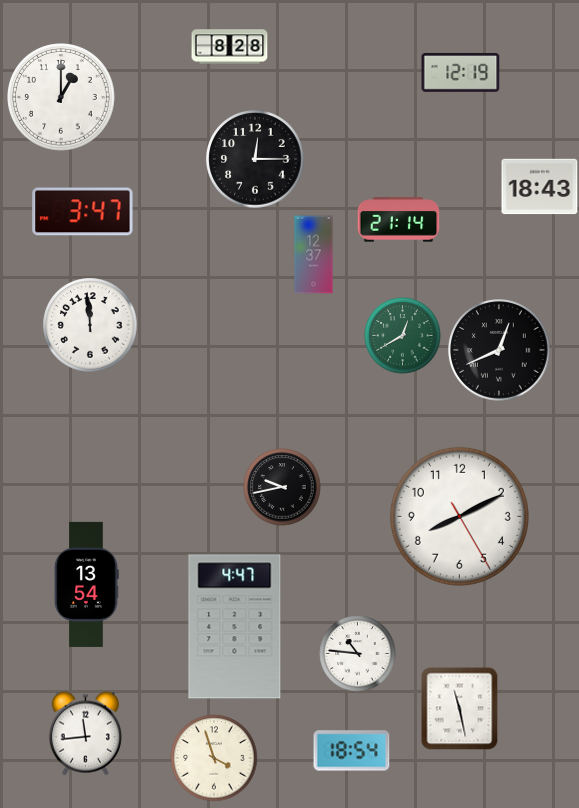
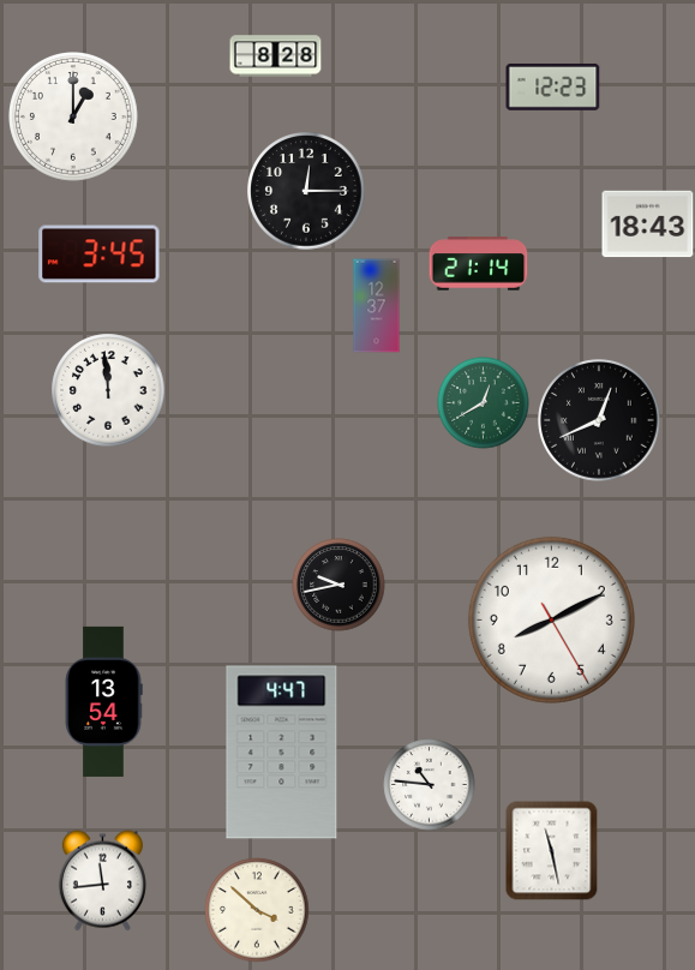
clock at (461, 72): 12:19 -> 12:23
clock at (83, 212): 3:47 -> 3:45
clock at (352, 751): 18:54 -> none
clock at (214, 758): 3:57 -> 3:52
